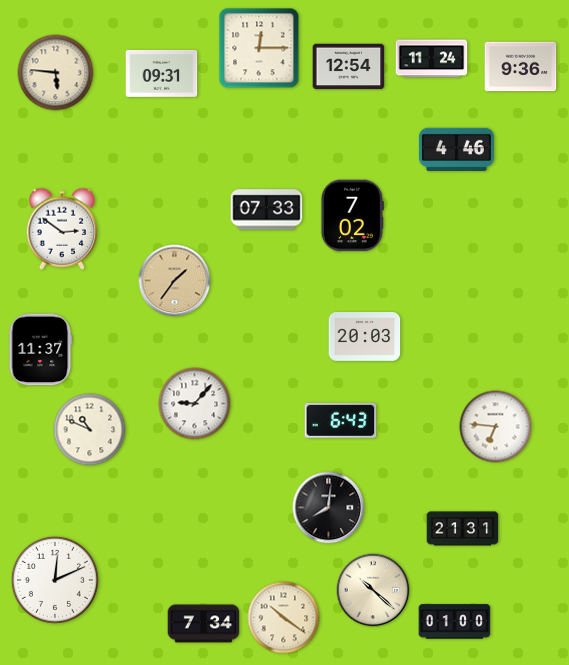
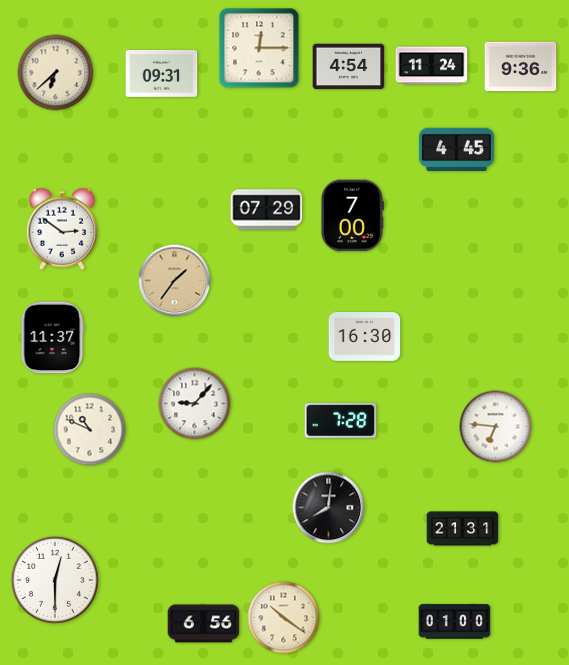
clock at (432, 59) position: (432, 59) -> (432, 66)
clock at (349, 67): 12:54 -> 4:54
clock at (56, 73): 5:46 -> 6:38
clock at (456, 150): 4:46 -> 4:45
clock at (267, 210): 07:33 -> 07:29
clock at (352, 216): 7:02 -> 7:00
clock at (365, 337): 20:03 -> 16:30
clock at (41, 350) position: (41, 350) -> (53, 338)
clock at (341, 420): 6:43 -> 7:28
clock at (55, 580): 12:11 -> 12:30
clock at (373, 590): 10:22 -> none
clock at (204, 624): 7:34 -> 6:56
